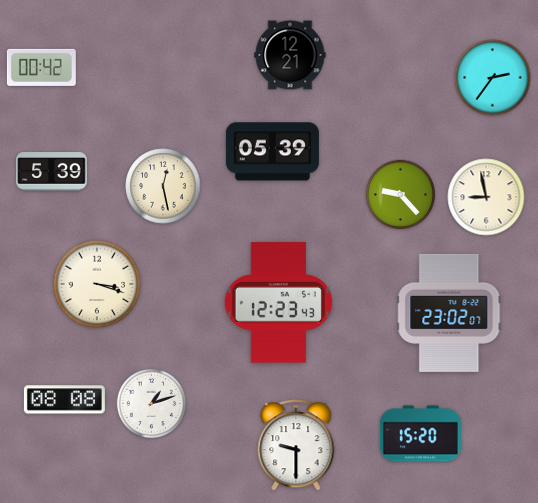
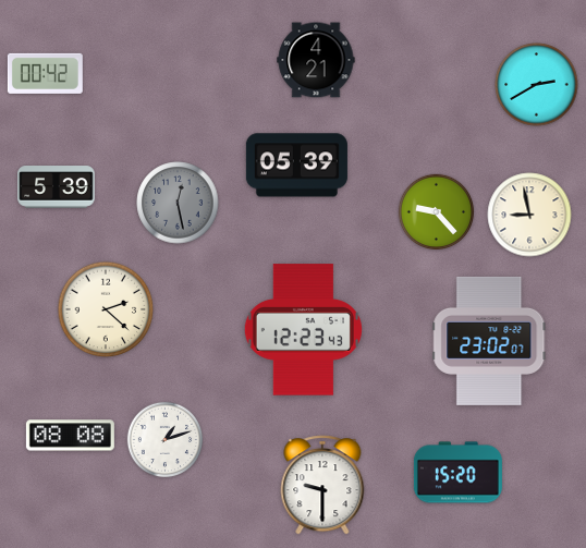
clock at (290, 55): 12:21 -> 4:21
clock at (493, 78): 2:36 -> 2:40
clock at (163, 186) dial: cream -> grey
clock at (97, 284): 3:18 -> 2:22
